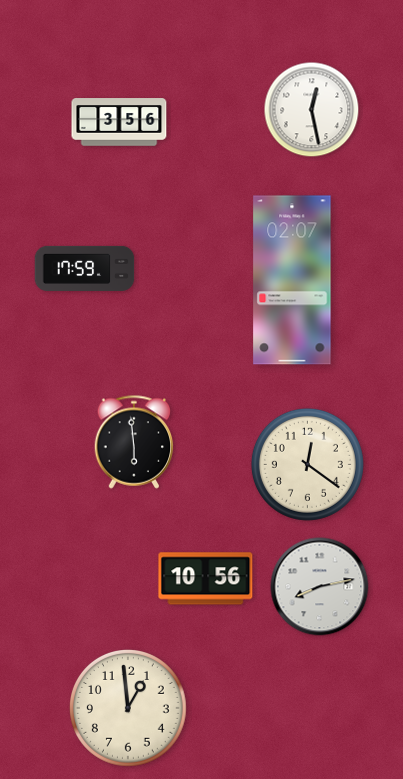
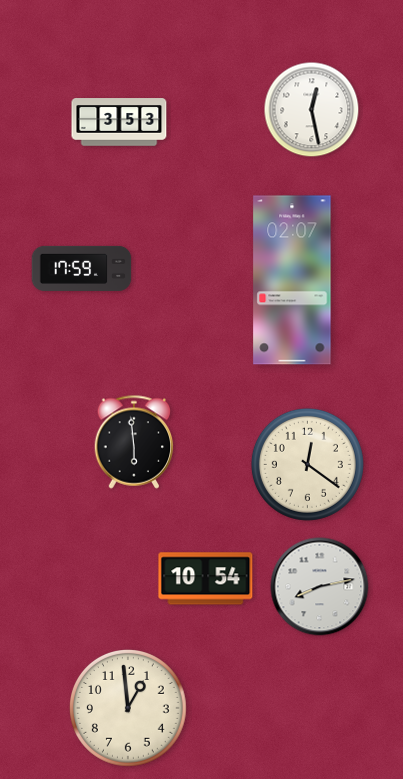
clock at (119, 122): 3:56 -> 3:53
clock at (85, 268) position: (85, 268) -> (82, 268)
clock at (206, 579): 10:56 -> 10:54
